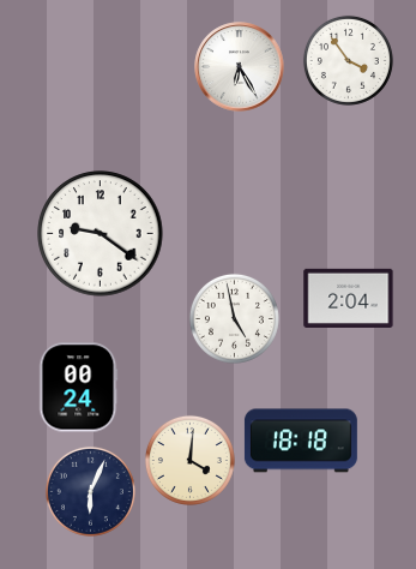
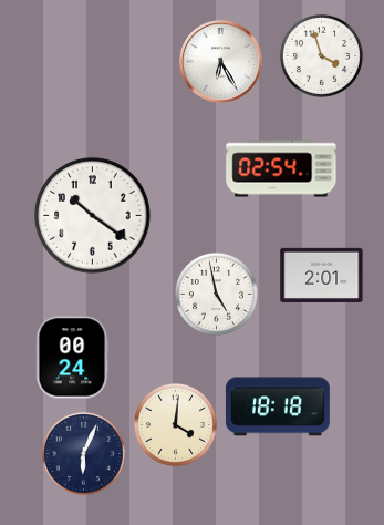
clock at (348, 60): 3:54 -> 3:57
clock at (281, 168): none -> 02:54
clock at (101, 234): 9:21 -> 10:21
clock at (349, 298): 2:04 -> 2:01
